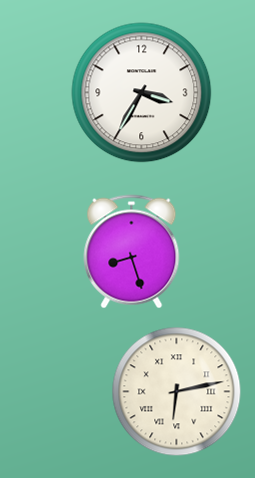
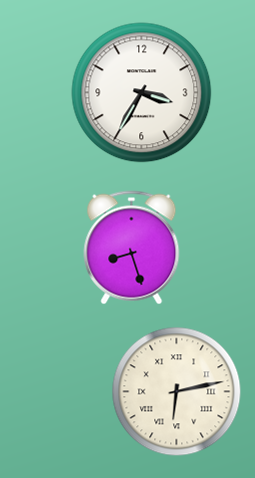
clock at (132, 252) position: (132, 252) -> (132, 248)
